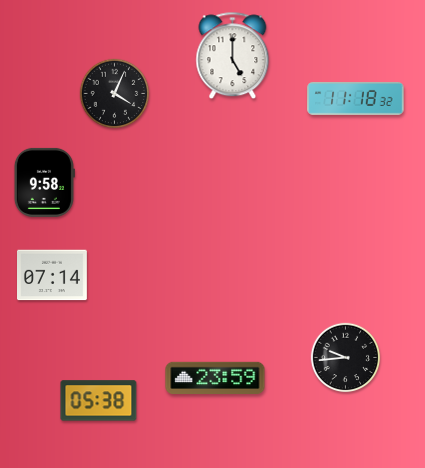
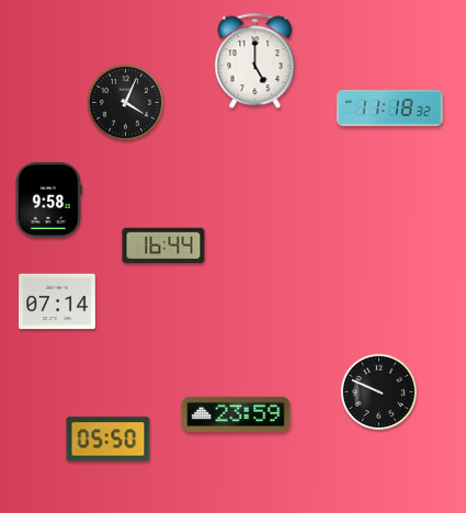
clock at (163, 246): none -> 16:44
clock at (346, 358): 9:44 -> 9:49
clock at (99, 401): 05:38 -> 05:50
